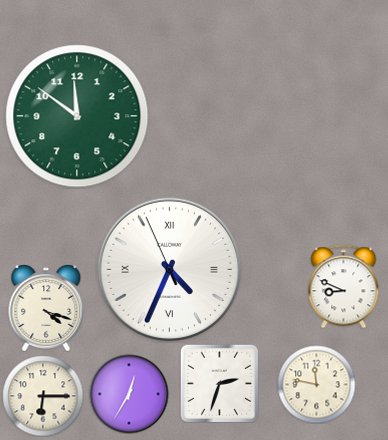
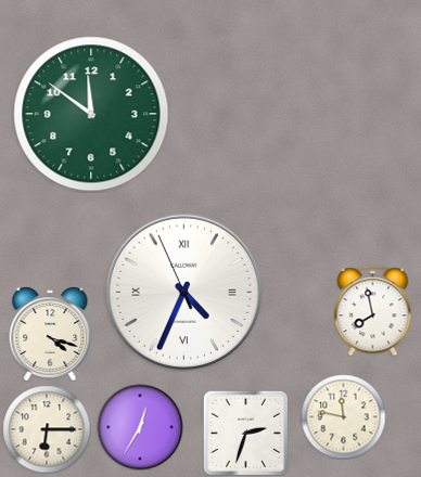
clock at (77, 116) position: (77, 116) -> (91, 114)
clock at (344, 286): 8:49 -> 7:58
clock at (219, 383) position: (219, 383) -> (245, 433)
